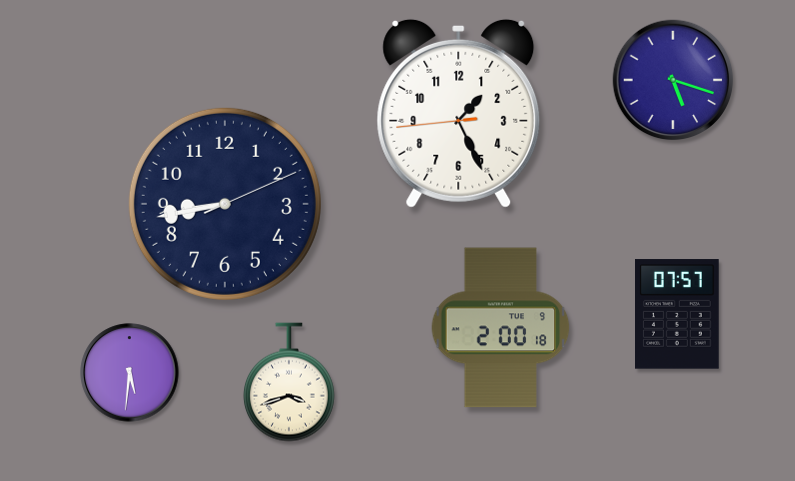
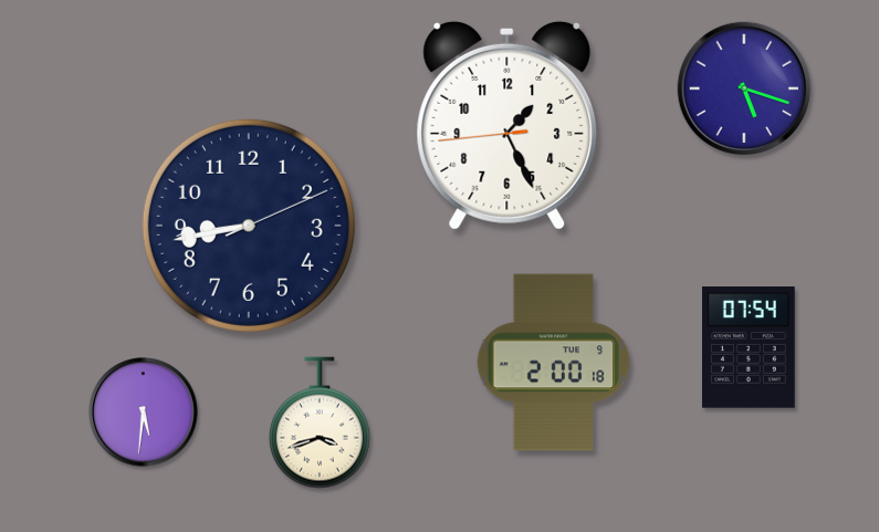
clock at (678, 314): 07:57 -> 07:54
